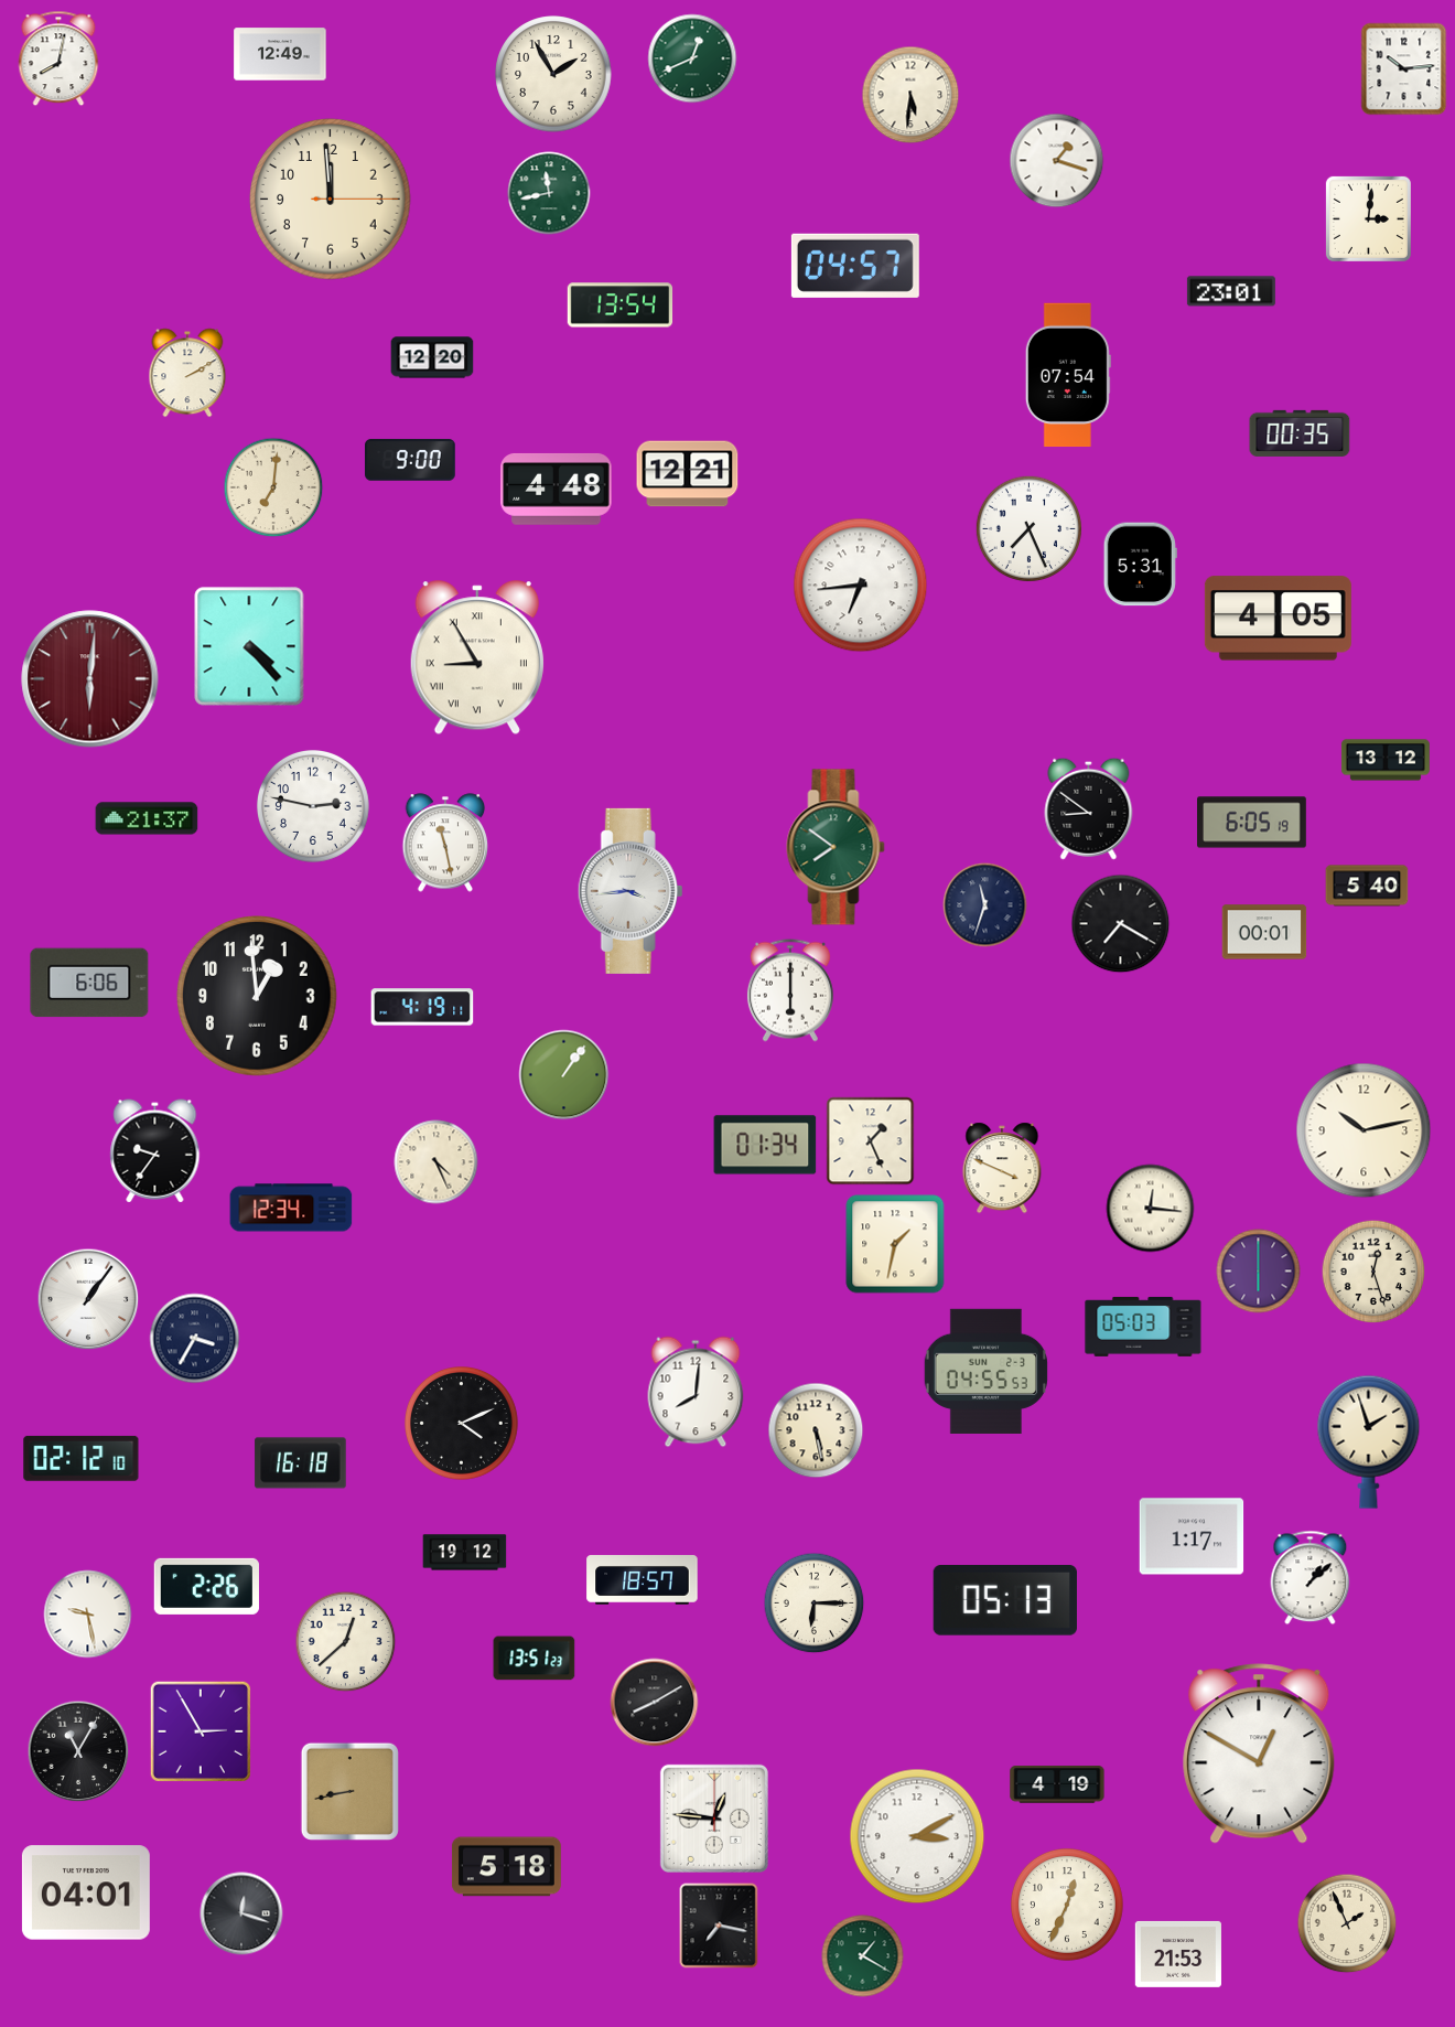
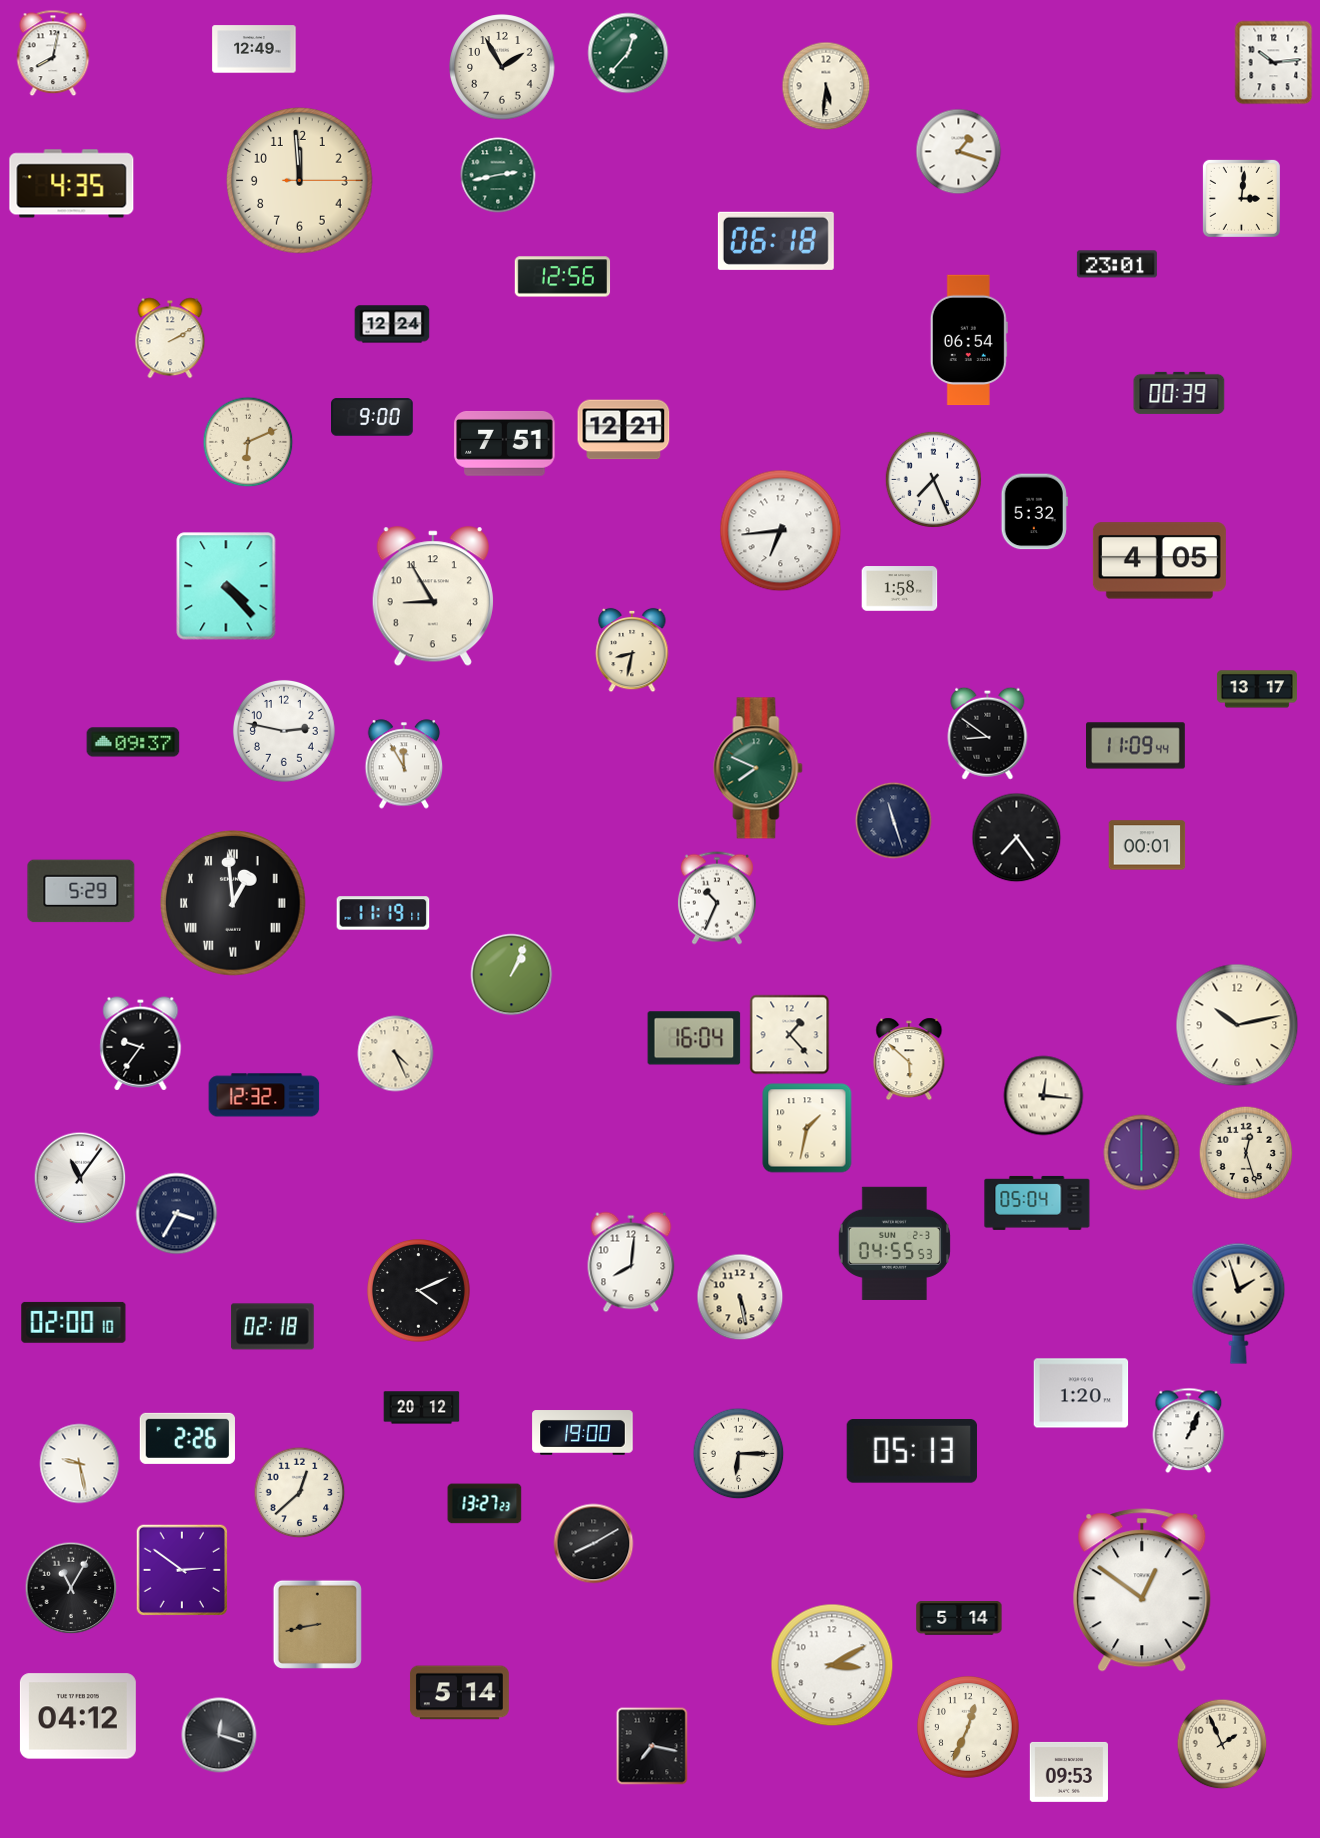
clock at (692, 58): 12:41 -> 12:37
clock at (1057, 161) position: (1057, 161) -> (959, 152)
clock at (549, 193): 11:43 -> 2:43
clock at (72, 184): none -> 4:35
clock at (855, 266): 04:57 -> 06:18
clock at (621, 305): 13:54 -> 12:56
clock at (432, 357): 12:20 -> 12:24
clock at (1068, 375): 07:54 -> 06:54
clock at (1300, 433): 00:35 -> 00:39
clock at (273, 487): 7:01 -> 6:11
clock at (557, 490): 4:48 -> 7:51
clock at (1140, 565): 5:31 -> 5:32
clock at (900, 589): none -> 1:58
clock at (477, 658) numerals: Roman -> Arabic
clock at (90, 679): 6:01 -> none
clock at (632, 650): none -> 8:32
clock at (1386, 760): 13:12 -> 13:17
clock at (147, 818): 21:37 -> 09:37
clock at (1252, 823): 6:05 -> 11:09
clock at (445, 843): 11:28 -> 11:55
clock at (836, 847): 7:51 -> 7:49
clock at (1367, 886): 5:40 -> none
clock at (630, 891): 3:44 -> none
clock at (985, 905): 11:33 -> 11:27
clock at (1121, 924): 7:20 -> 7:24
clock at (89, 983): 6:06 -> 5:29
clock at (790, 990): 6:00 -> 10:34
clock at (258, 997) numerals: Arabic -> Roman
clock at (422, 1007): 4:19 -> 11:19
clock at (564, 1075): 1:06 -> 1:04
clock at (871, 1141): 1:26 -> 1:23
clock at (765, 1145): 01:34 -> 16:04
clock at (1002, 1168): 3:49 -> 5:52
clock at (291, 1208): 12:34 -> 12:32
clock at (895, 1244) position: (895, 1244) -> (807, 1128)
clock at (88, 1299): 1:06 -> 11:06
clock at (1143, 1327): 05:03 -> 05:04
clock at (1369, 1441) position: (1369, 1441) -> (1239, 1303)
clock at (82, 1458): 02:12 -> 02:00
clock at (301, 1463): 16:18 -> 02:18
clock at (1192, 1536): 1:17 -> 1:20
clock at (465, 1553): 19:12 -> 20:12
clock at (1311, 1578): 1:08 -> 1:04
clock at (643, 1580): 18:57 -> 19:00
clock at (346, 1642) position: (346, 1642) -> (300, 1493)
clock at (535, 1659): 13:51 -> 13:27
clock at (201, 1731): 2:55 -> 2:51
clock at (1259, 1753): 12:50 -> 12:51
clock at (1057, 1784): 4:19 -> 5:14
clock at (714, 1819): 12:46 -> none
clock at (506, 1867): 5:18 -> 5:14
clock at (86, 1892): 04:01 -> 04:12
clock at (1177, 1954): 21:53 -> 09:53
clock at (863, 1956): 1:20 -> none
